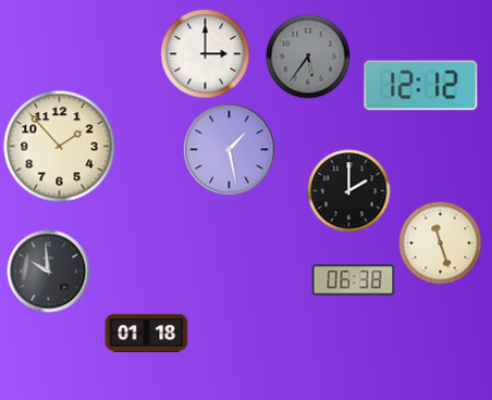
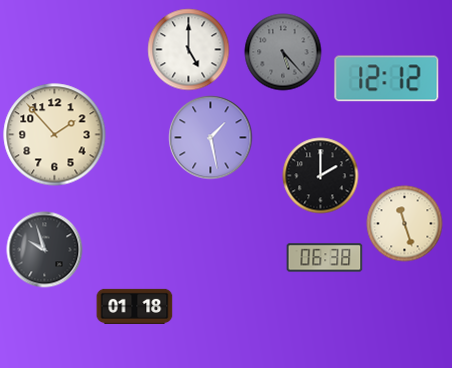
clock at (206, 54): 3:00 -> 5:00
clock at (308, 57): 5:36 -> 5:23
clock at (49, 272): 9:59 -> 9:57
